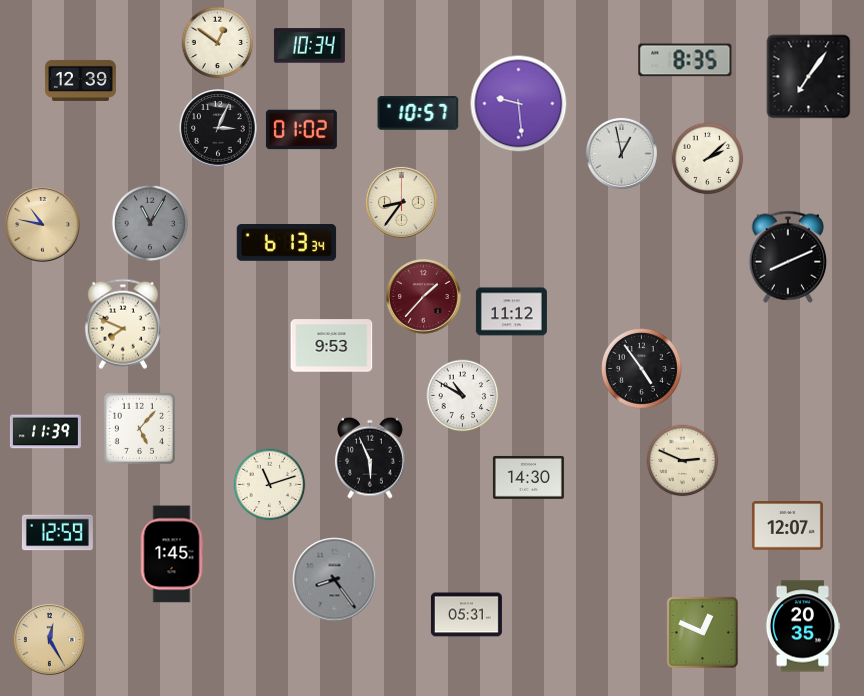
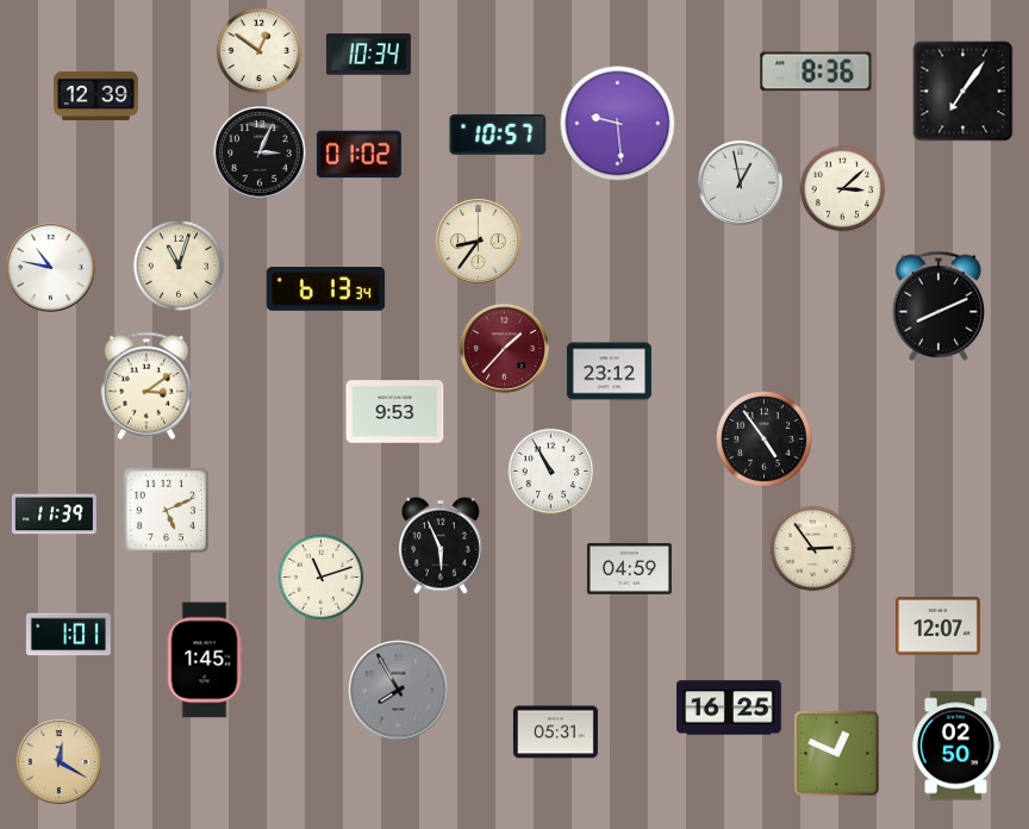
clock at (685, 60): 8:35 -> 8:36
clock at (708, 159): 2:08 -> 3:08
clock at (150, 223): 11:05 -> 11:03
clock at (150, 223) dial: grey -> cream
clock at (43, 225) dial: champagne -> white
clock at (287, 243) position: (287, 243) -> (326, 289)
clock at (424, 297) position: (424, 297) -> (505, 349)
clock at (511, 312): 11:12 -> 23:12
clock at (123, 324): 7:49 -> 3:09
clock at (463, 396): 10:50 -> 10:55
clock at (139, 428): 5:07 -> 5:11
clock at (683, 461): 2:49 -> 2:54
clock at (528, 477): 14:30 -> 04:59
clock at (57, 533): 12:59 -> 1:01
clock at (335, 580): 8:24 -> 7:55
clock at (729, 708): none -> 16:25
clock at (803, 626): 20:35 -> 02:50
clock at (49, 639): 12:25 -> 12:20
